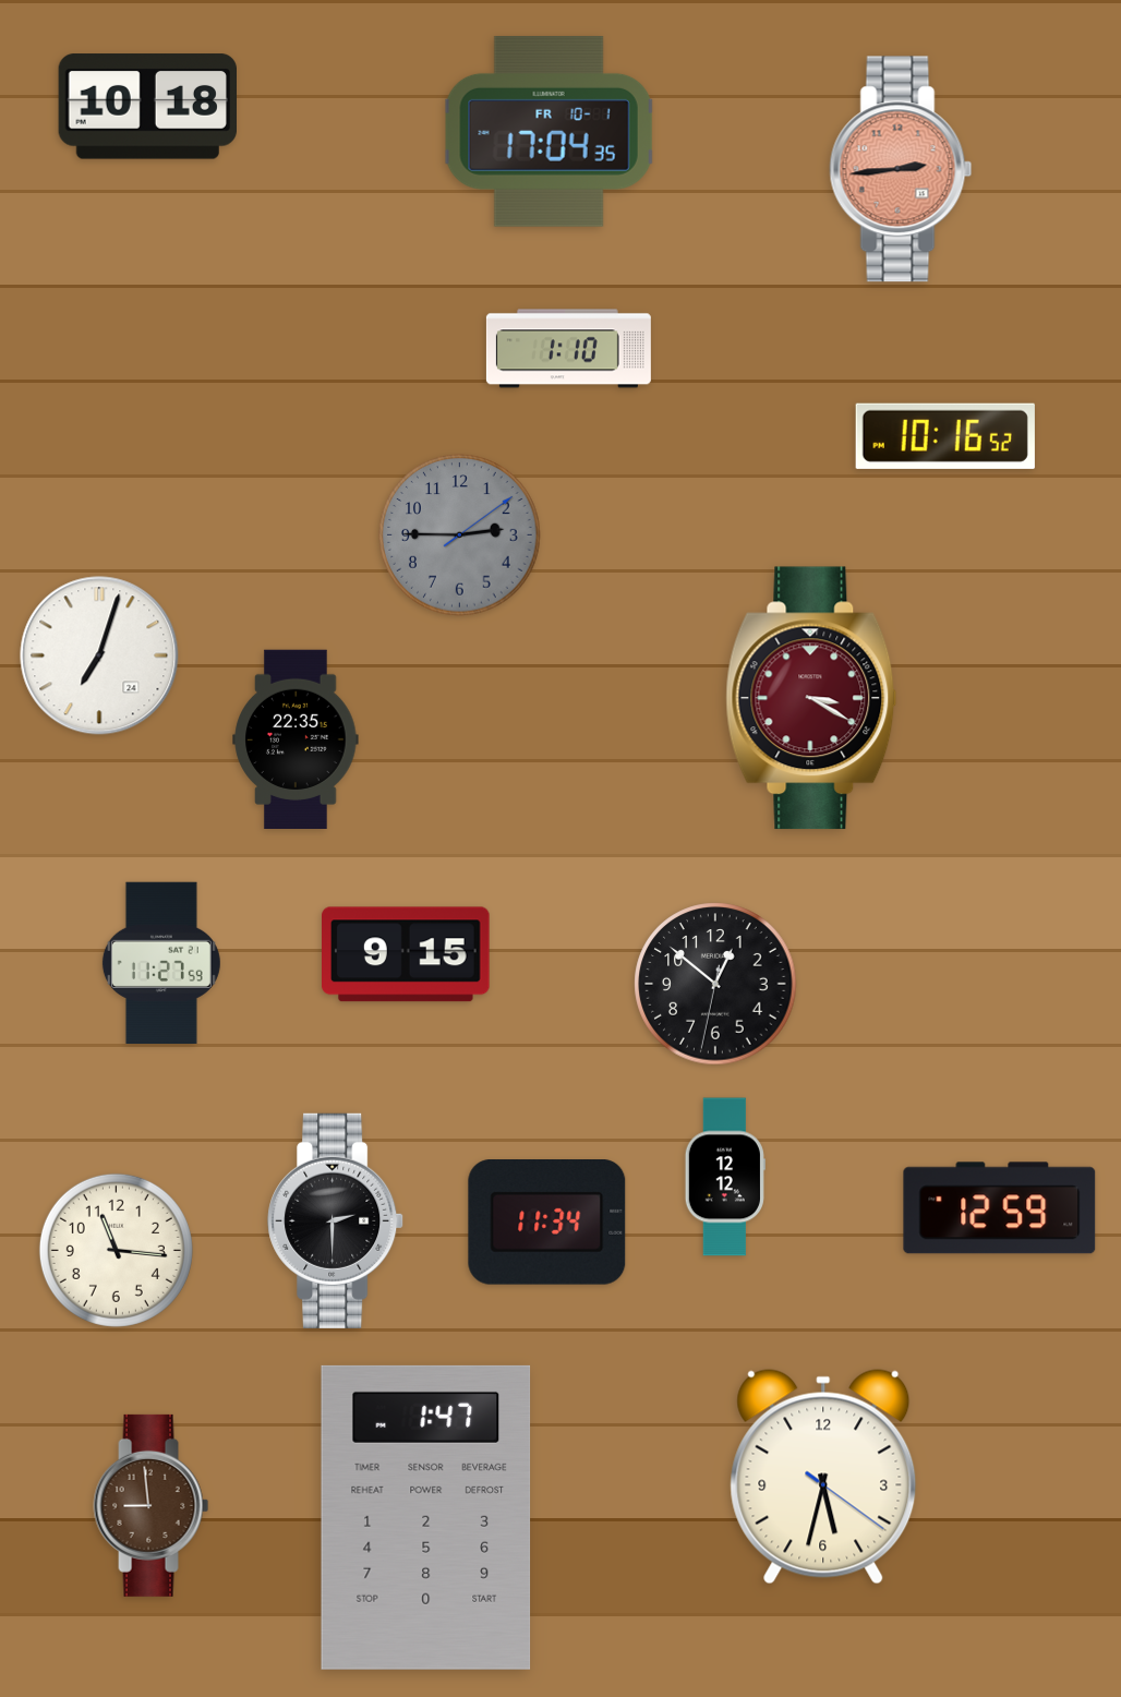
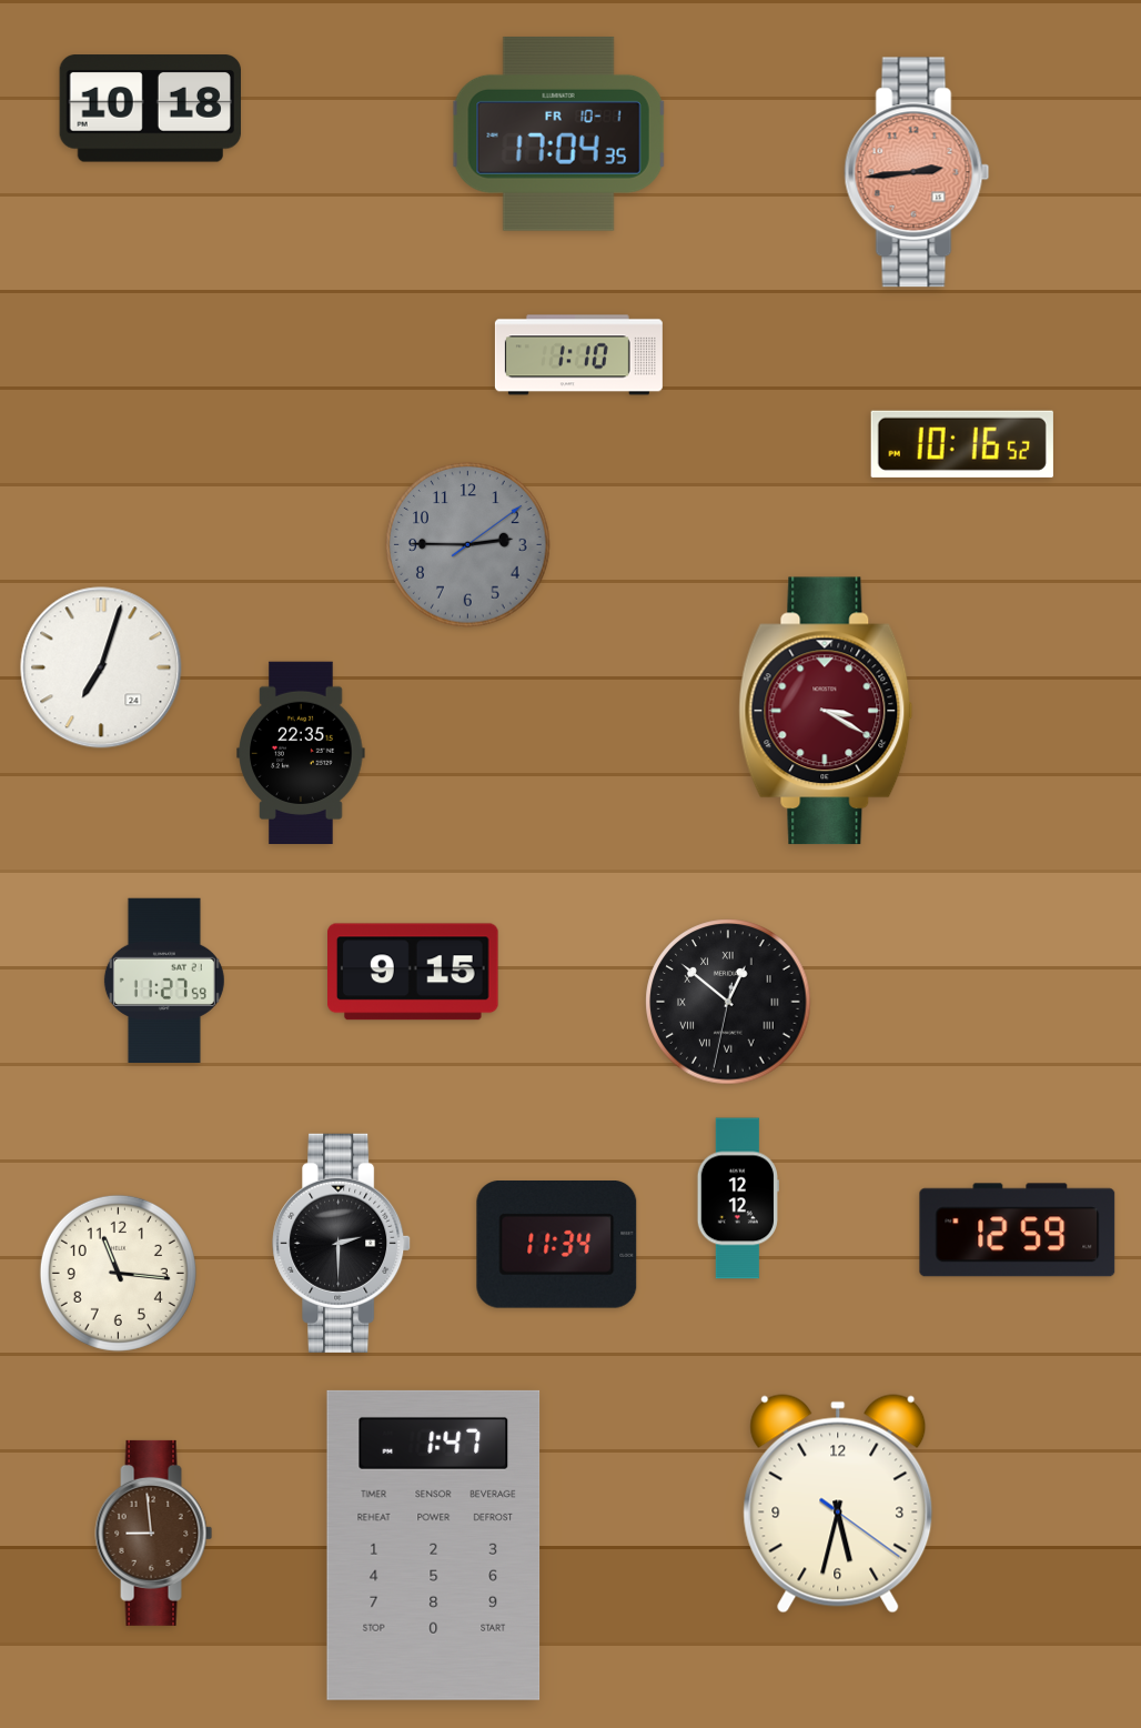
clock at (715, 984) numerals: Arabic -> Roman
